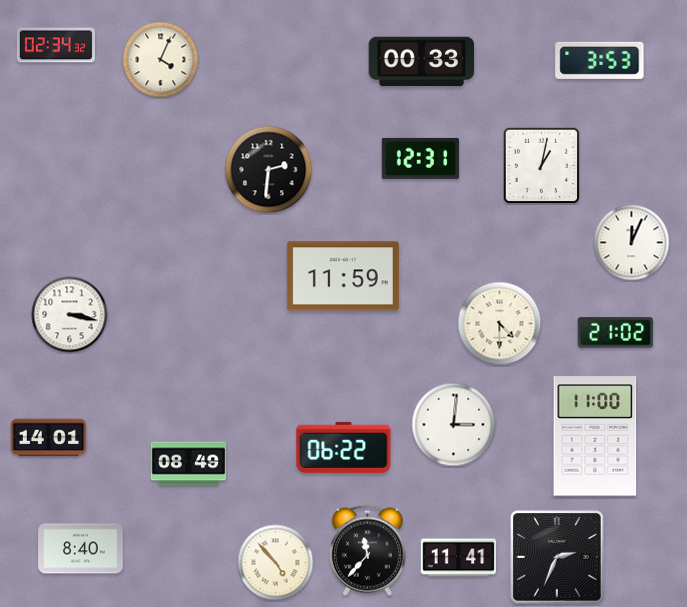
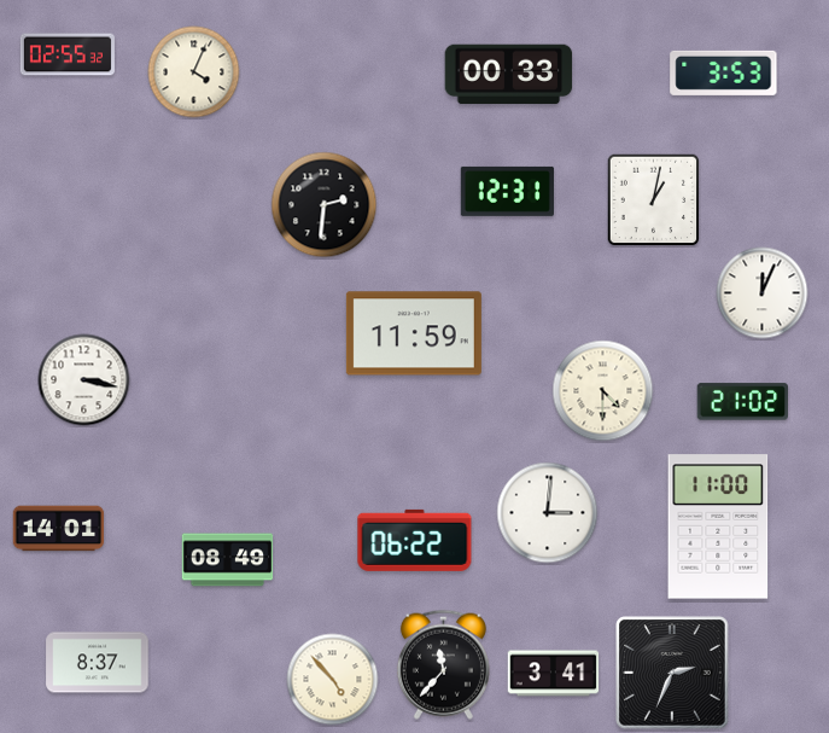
clock at (56, 45): 02:34 -> 02:55
clock at (81, 549): 8:40 -> 8:37
clock at (459, 558): 11:41 -> 3:41
